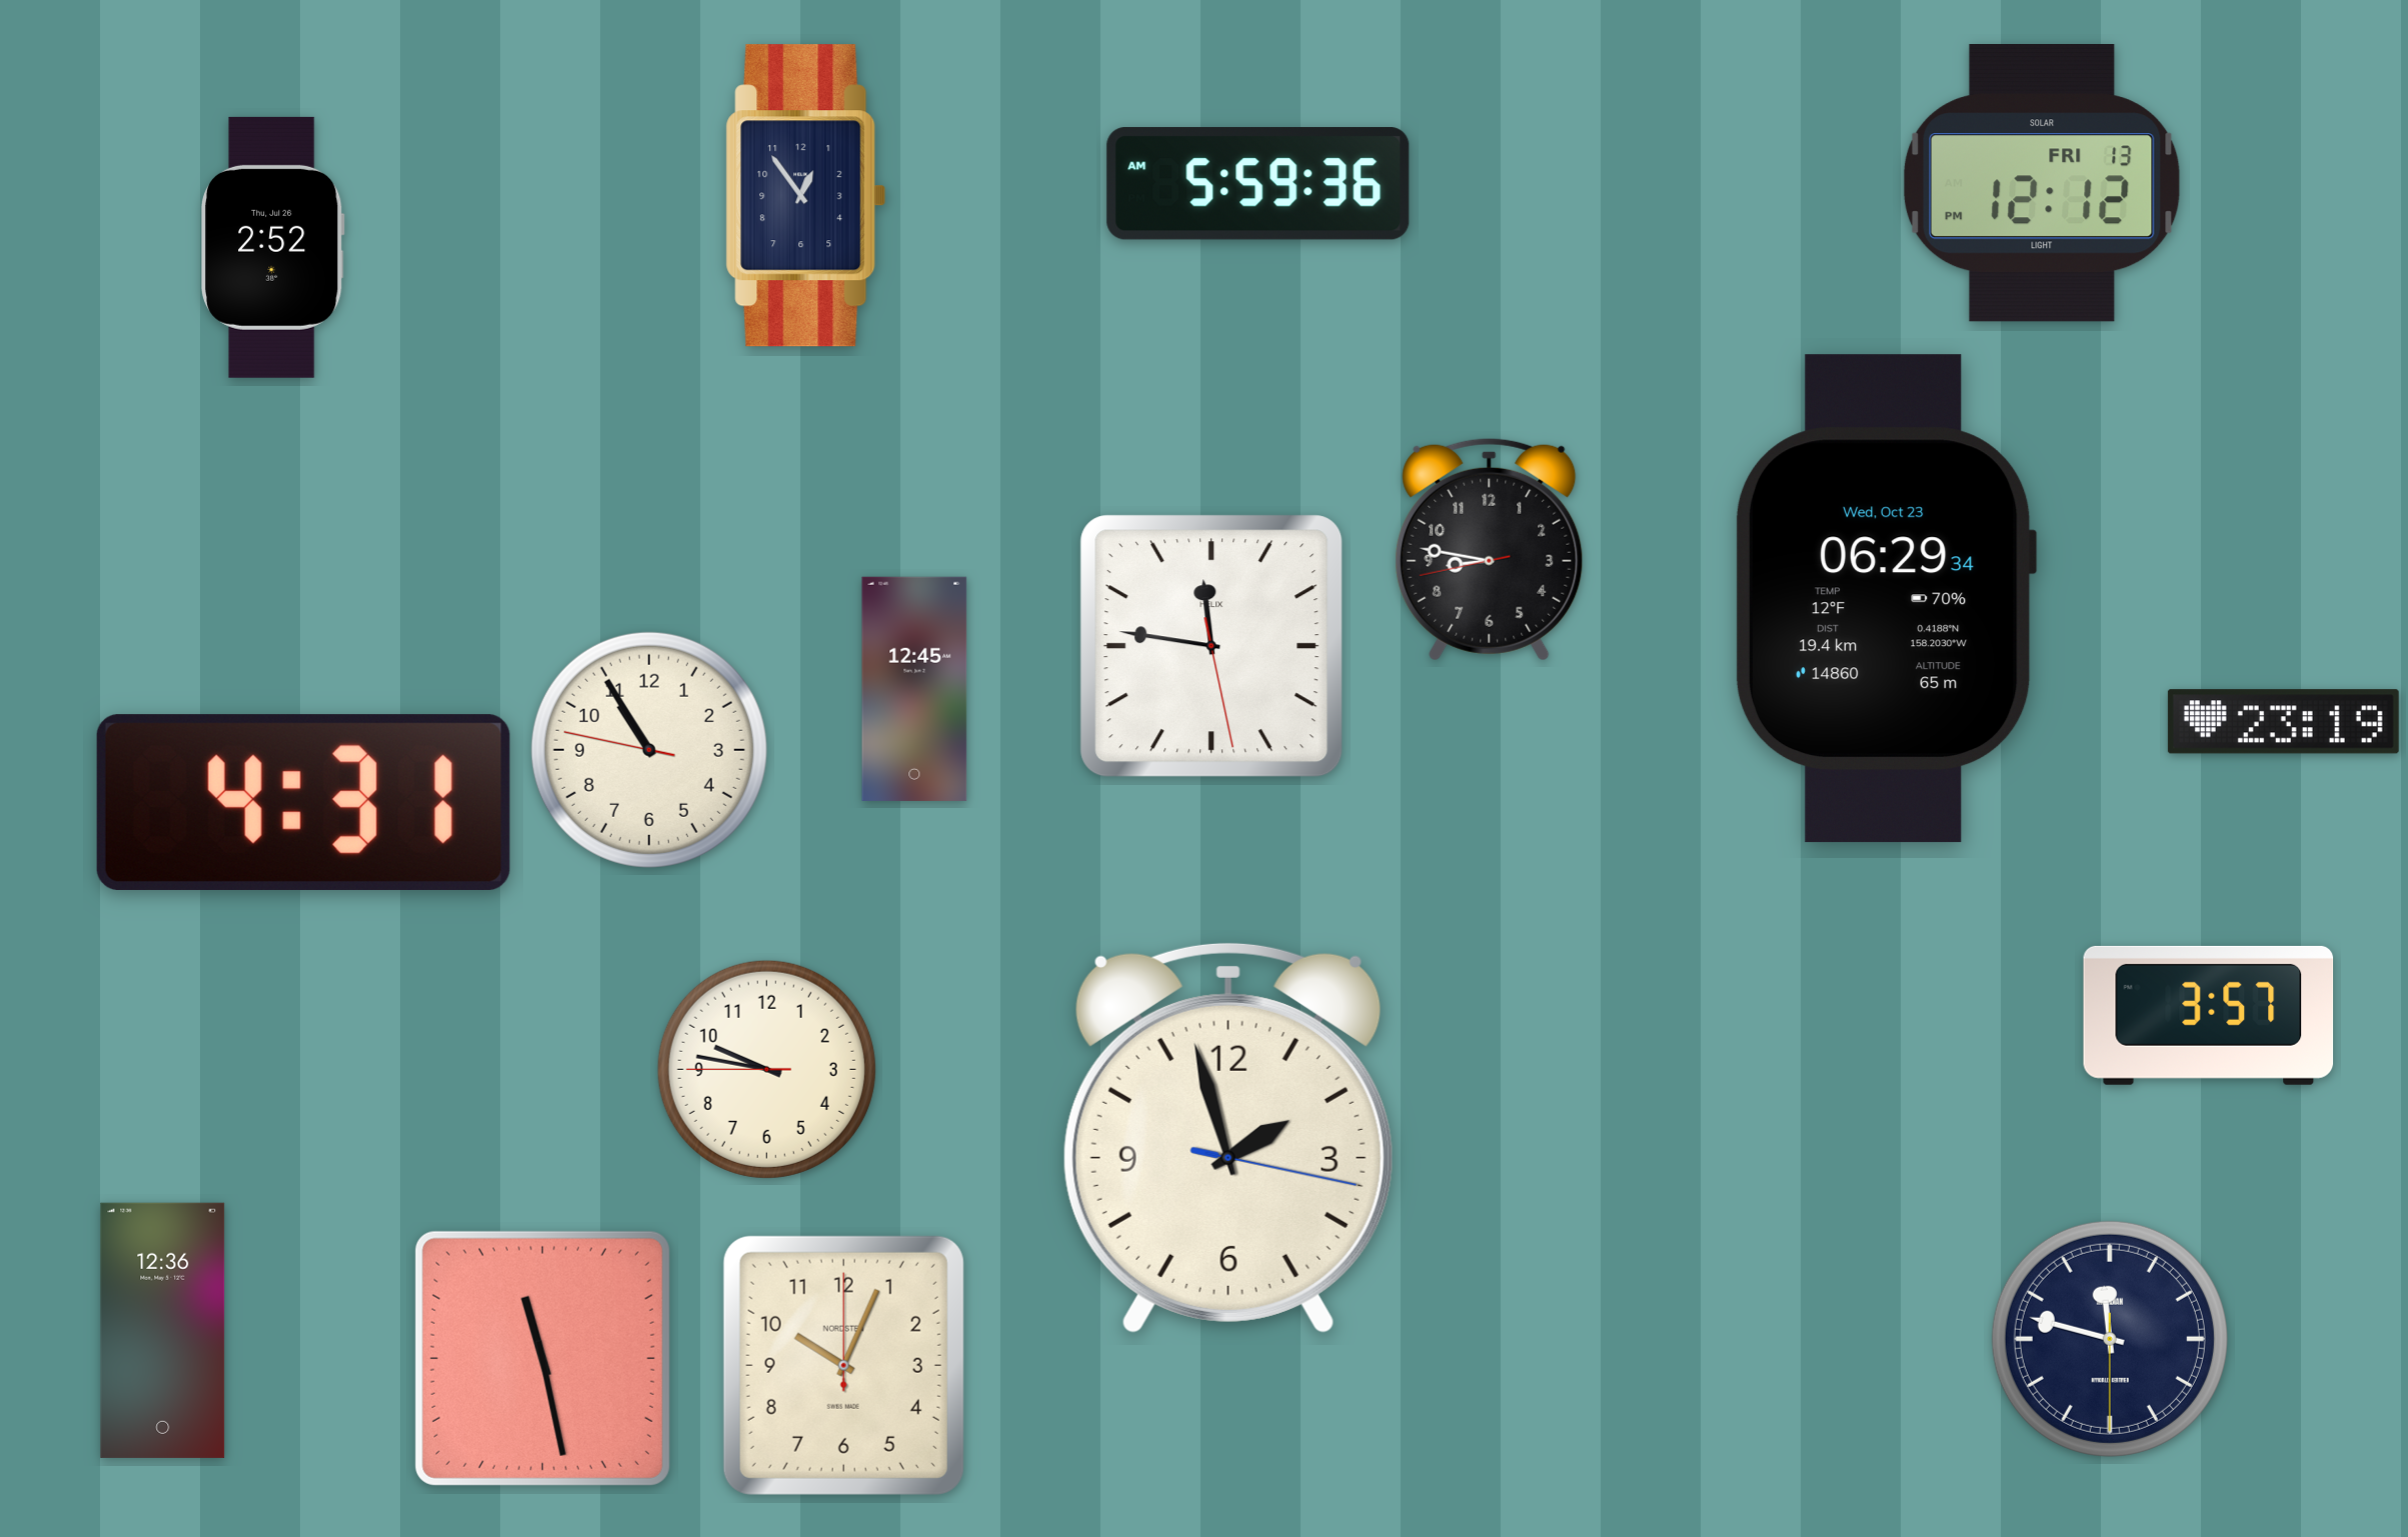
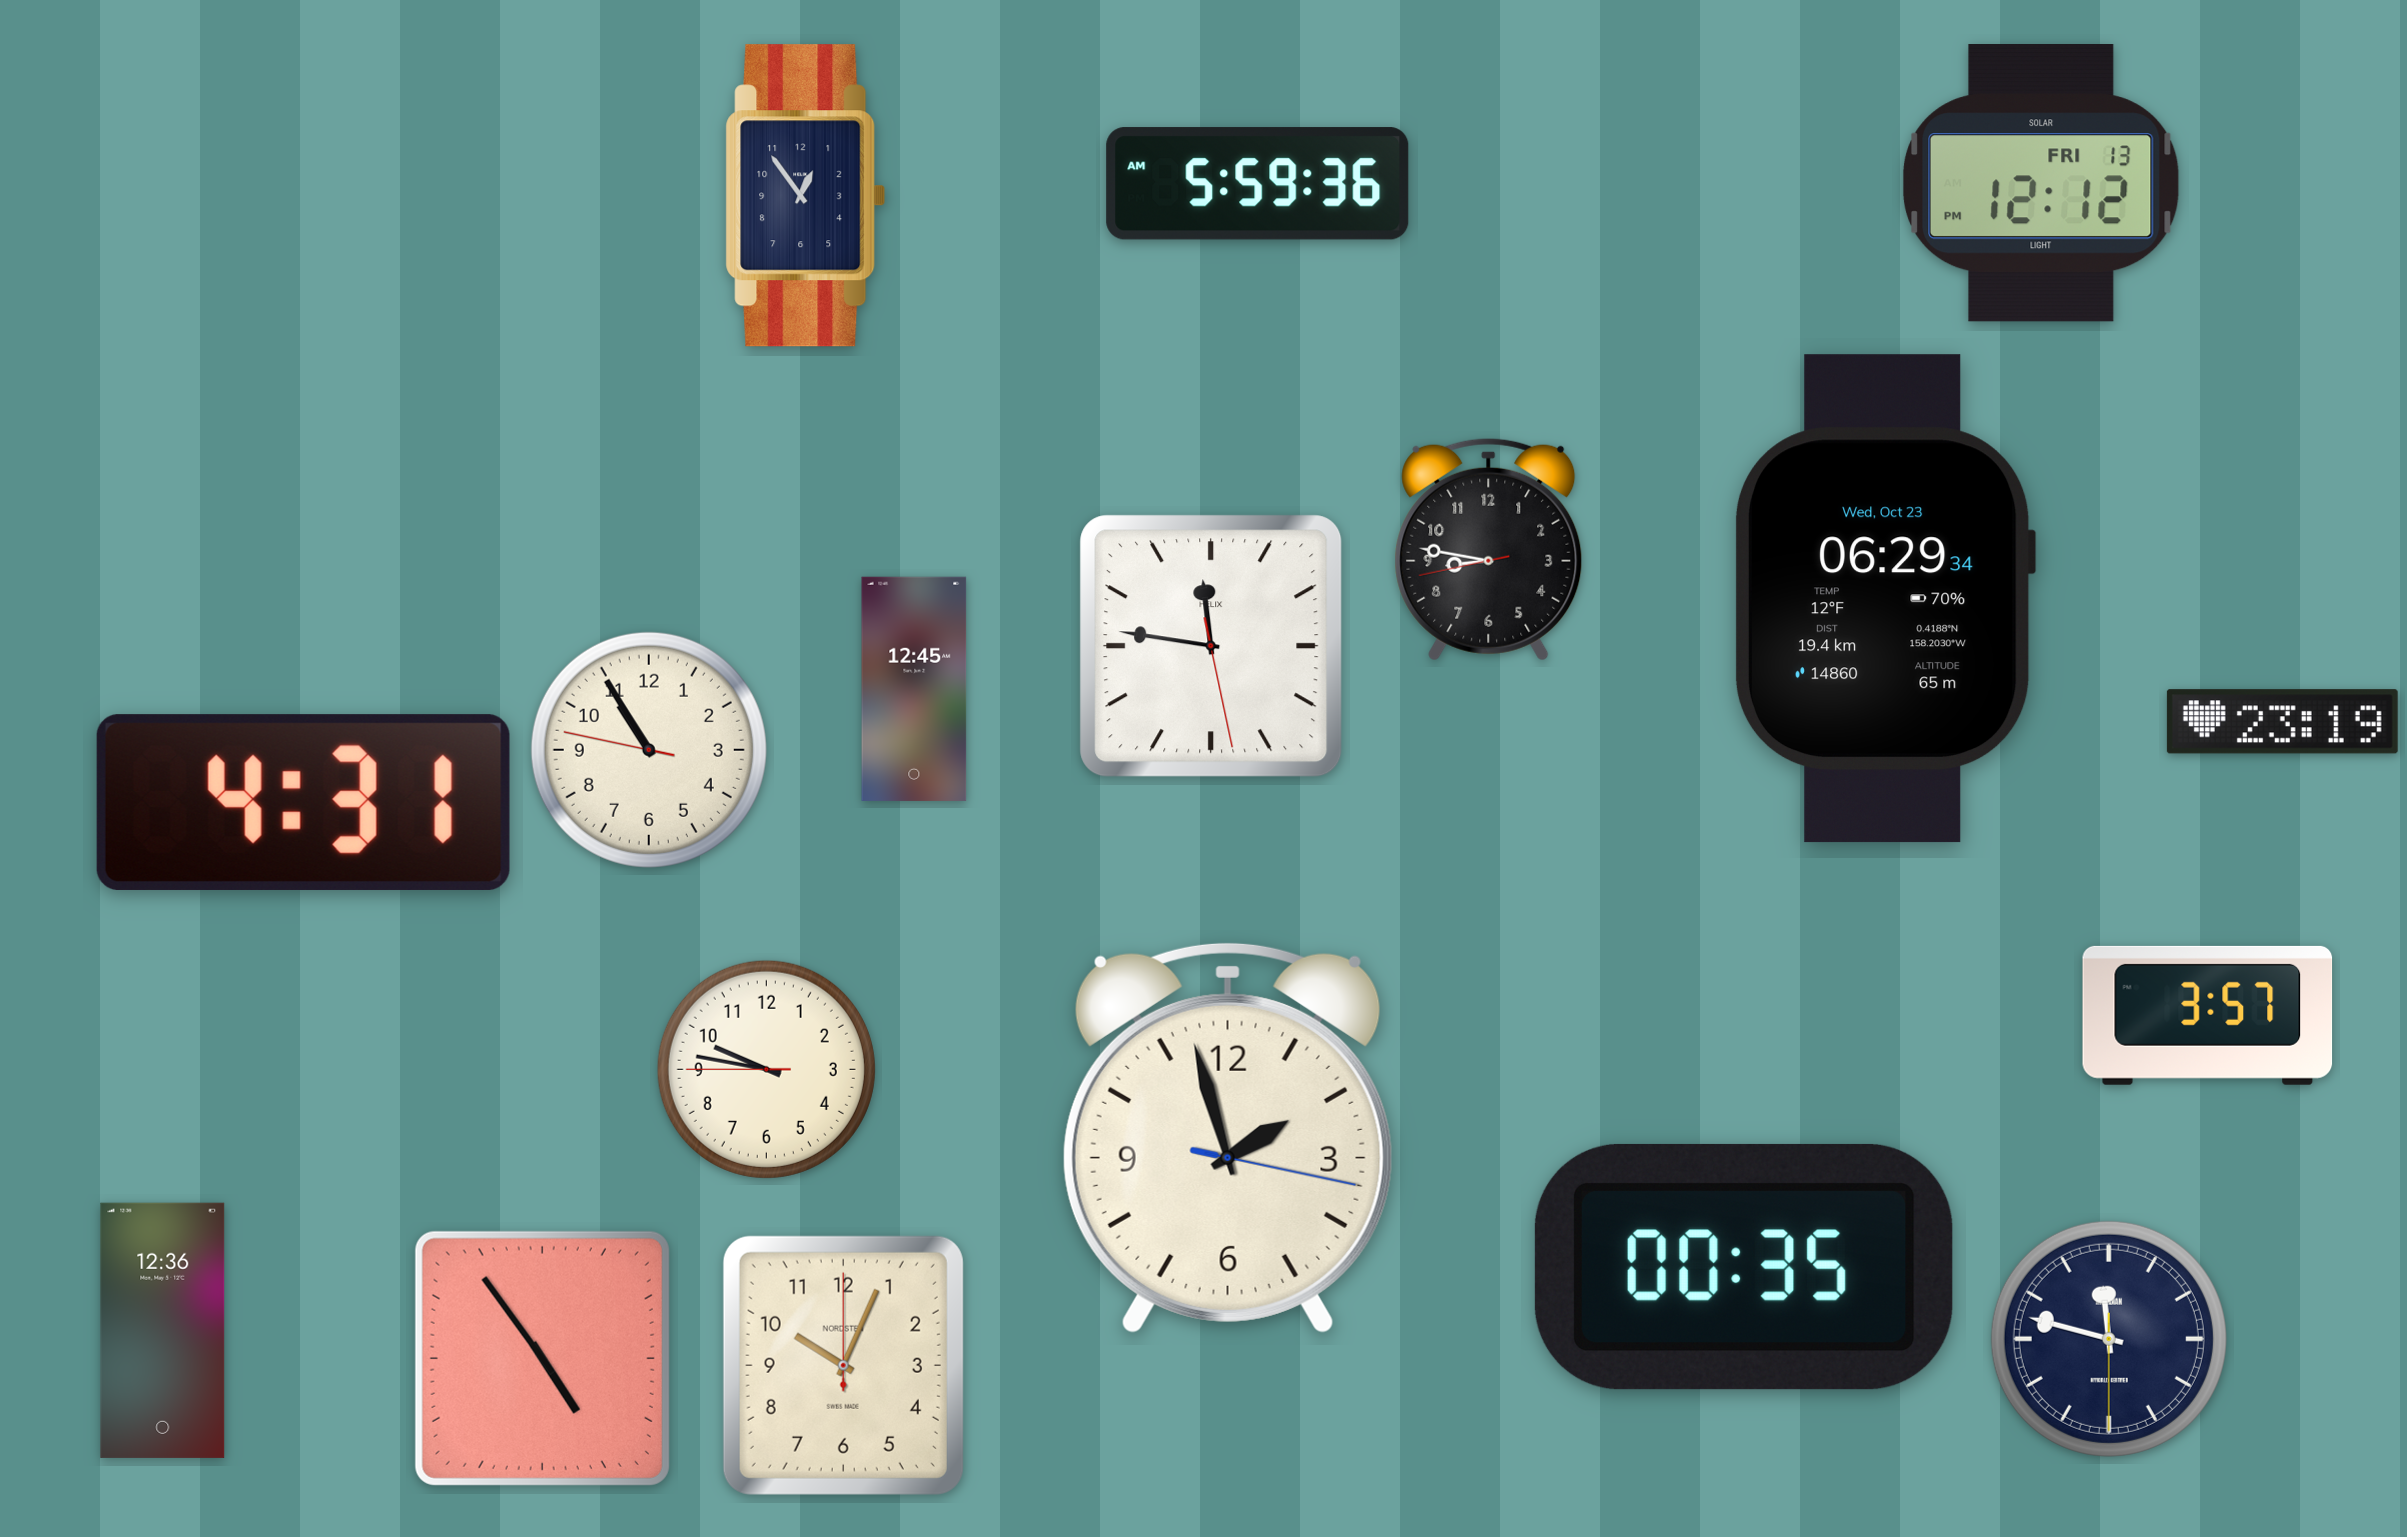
clock at (273, 247): 2:52 -> none
clock at (1744, 1267): none -> 00:35
clock at (542, 1358): 11:28 -> 4:54
